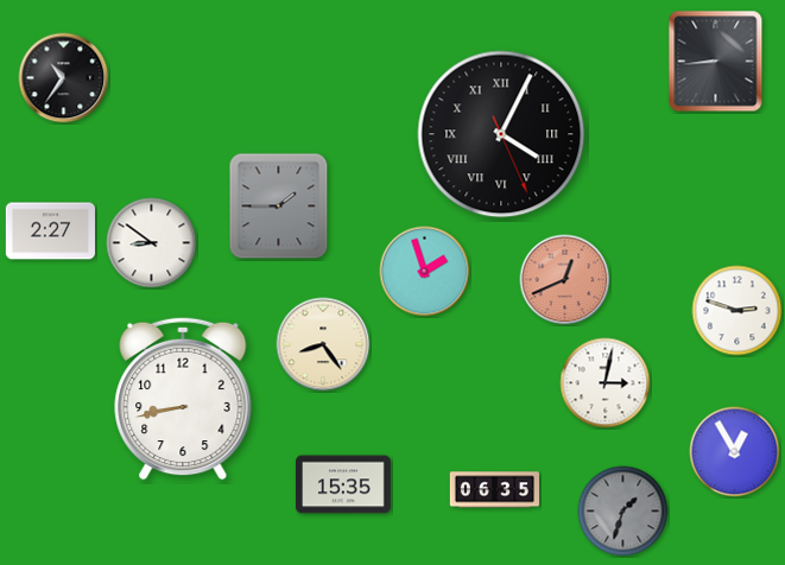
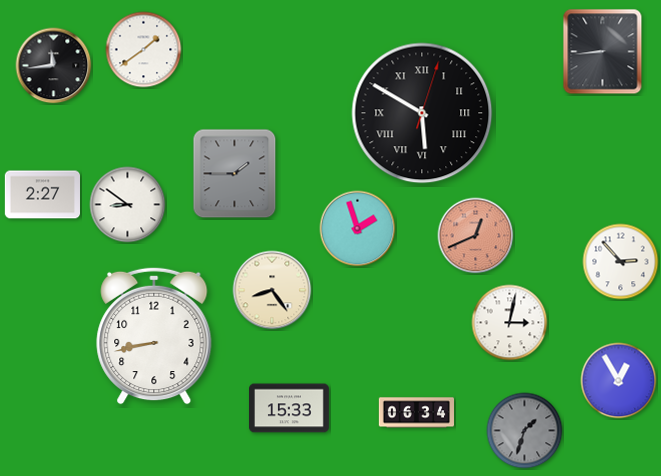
clock at (144, 50): none -> 1:39
clock at (64, 78): 10:36 -> 11:44
clock at (501, 134): 4:04 -> 5:50
clock at (737, 311): 2:48 -> 2:53
clock at (344, 484): 15:35 -> 15:33
clock at (494, 490): 06:35 -> 06:34
